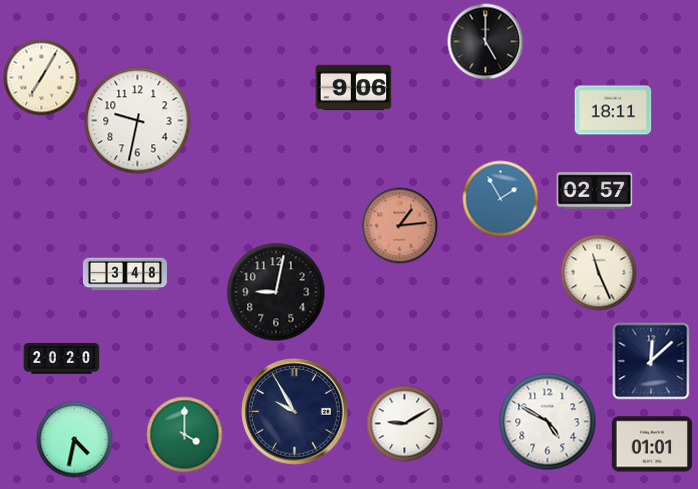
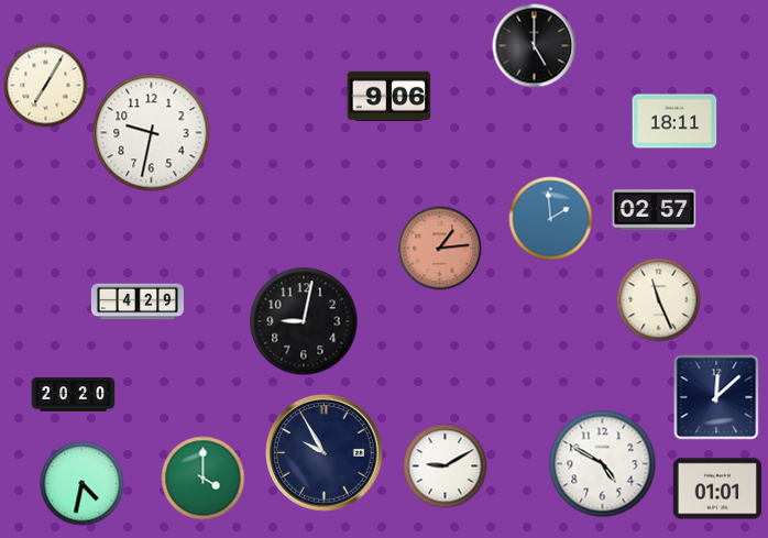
clock at (501, 199): 1:55 -> 1:59
clock at (125, 274): 3:48 -> 4:29
clock at (62, 359) position: (62, 359) -> (74, 395)
